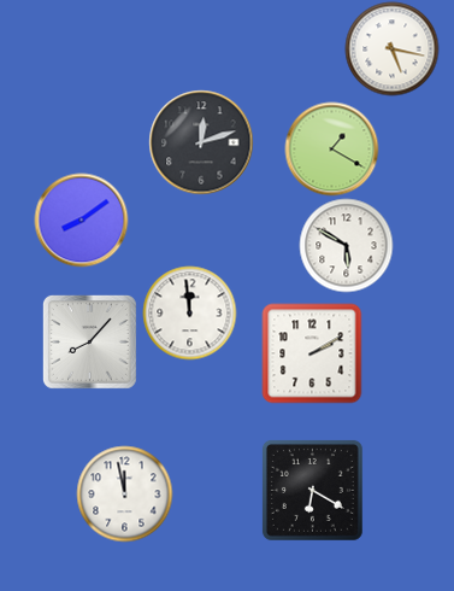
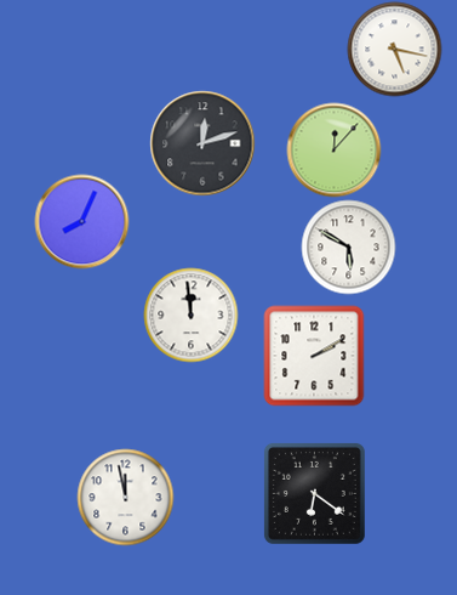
clock at (331, 148): 1:20 -> 12:07
clock at (81, 220): 8:09 -> 8:04
clock at (90, 343): 8:07 -> none
clock at (312, 490): 6:20 -> 6:21
